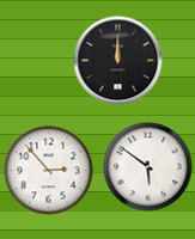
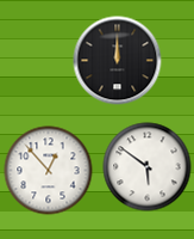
clock at (49, 171): 2:53 -> 12:53
